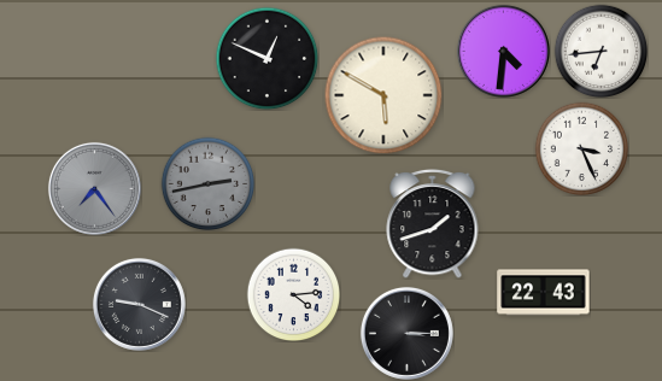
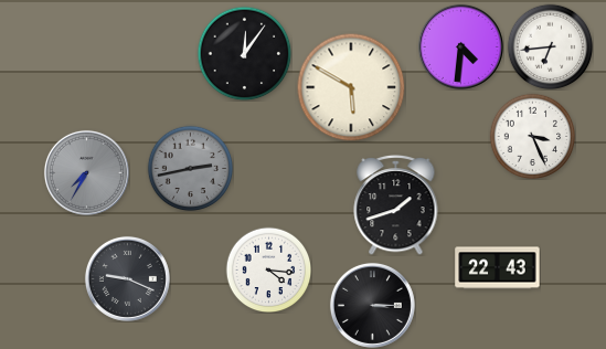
clock at (266, 58): 12:49 -> 12:06
clock at (94, 188): 7:24 -> 7:35
clock at (293, 294): 4:14 -> 4:16
